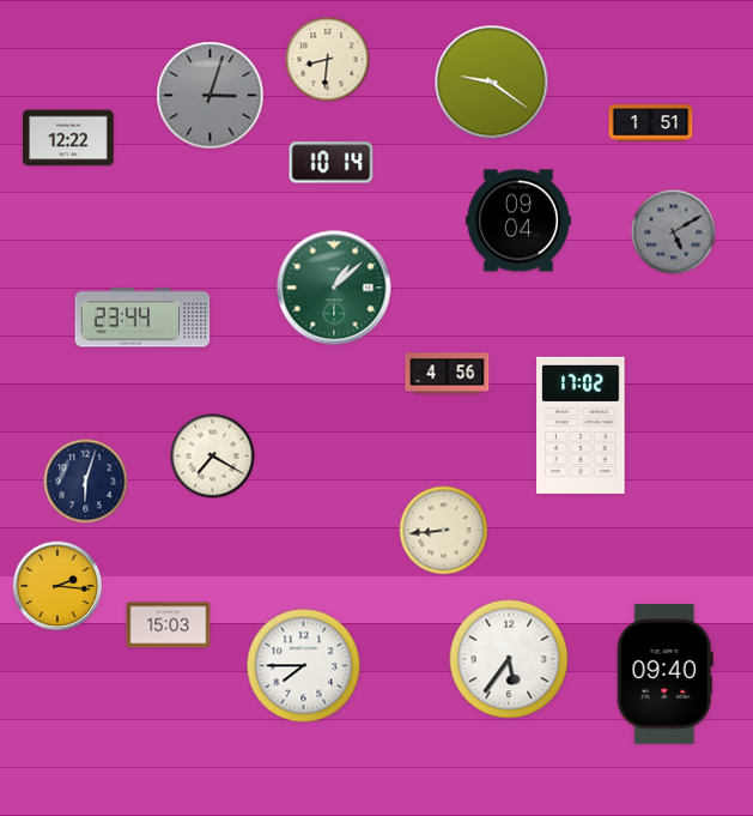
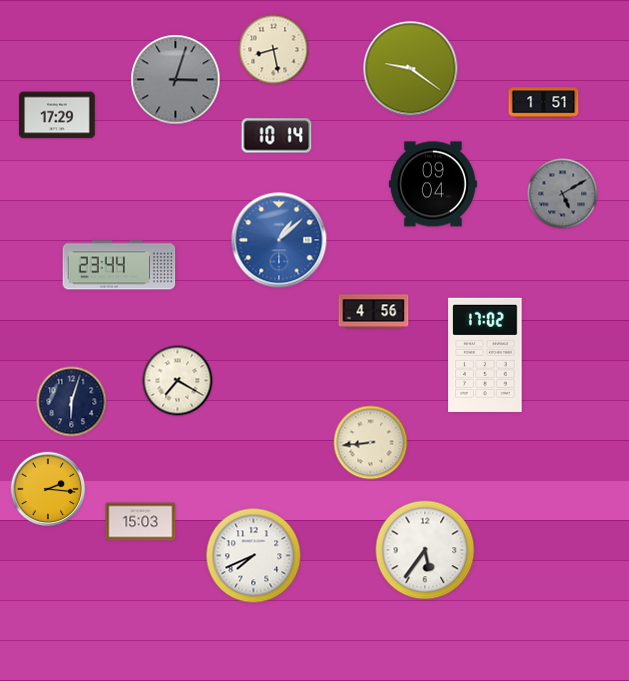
clock at (328, 60): 8:31 -> 8:28
clock at (68, 138): 12:22 -> 17:29
clock at (334, 288) dial: green -> blue
clock at (304, 666): 7:45 -> 7:41
clock at (664, 675): 09:40 -> none
